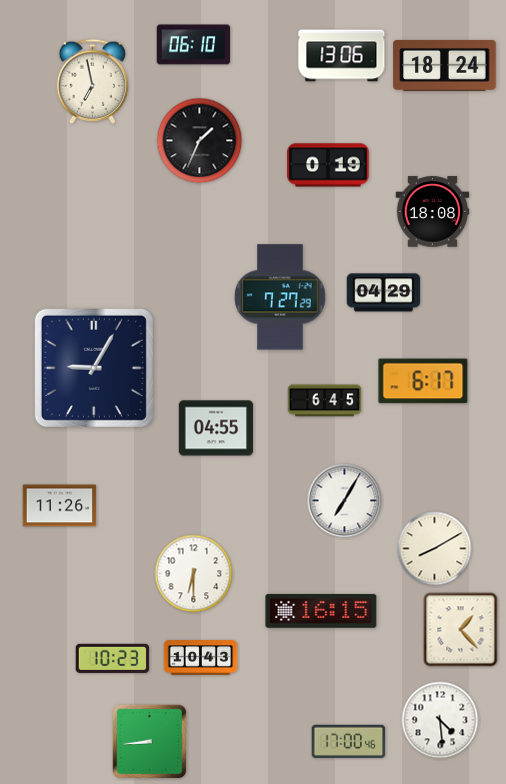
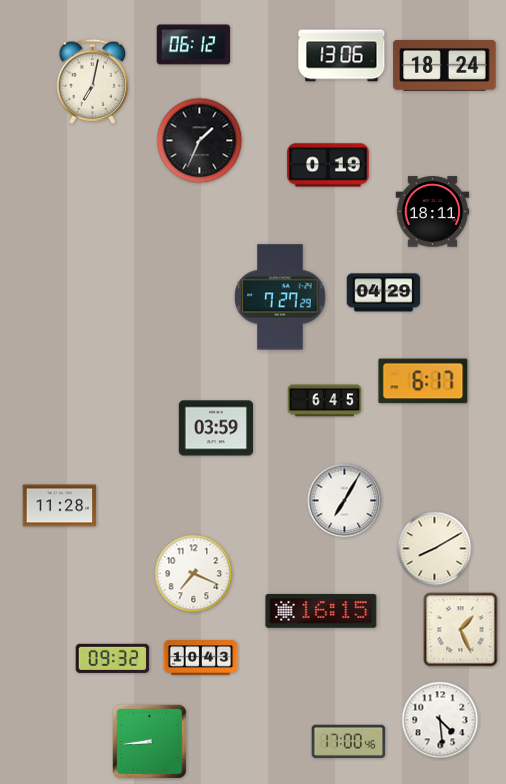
clock at (194, 45): 06:10 -> 06:12
clock at (93, 81): 6:58 -> 7:02
clock at (433, 212): 18:08 -> 18:11
clock at (94, 368): 9:05 -> none
clock at (216, 428): 04:55 -> 03:59
clock at (60, 506): 11:26 -> 11:28
clock at (194, 574): 6:30 -> 7:19
clock at (461, 630): 1:23 -> 1:26
clock at (113, 658): 10:23 -> 09:32
